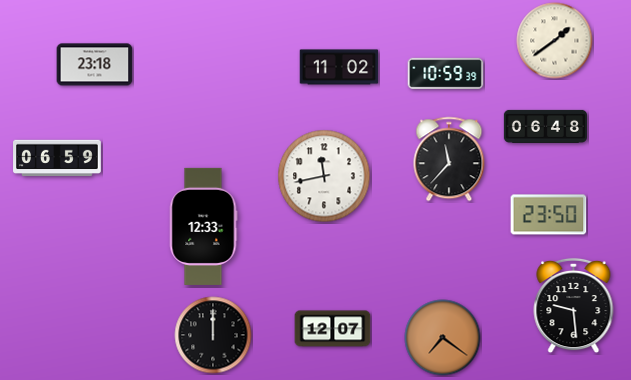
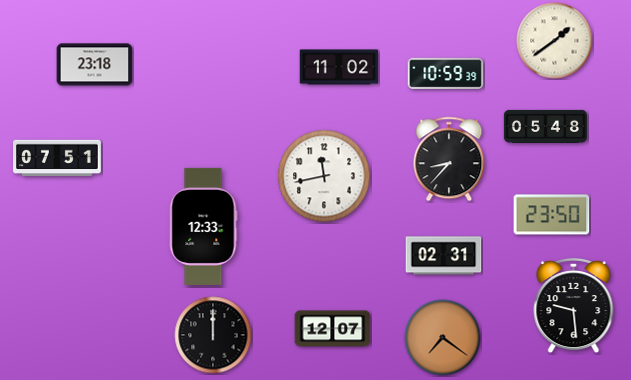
clock at (545, 126): 06:48 -> 05:48
clock at (57, 158): 06:59 -> 07:51
clock at (449, 159): 11:37 -> 8:37
clock at (549, 215) position: (549, 215) -> (552, 215)
clock at (444, 256): none -> 02:31
